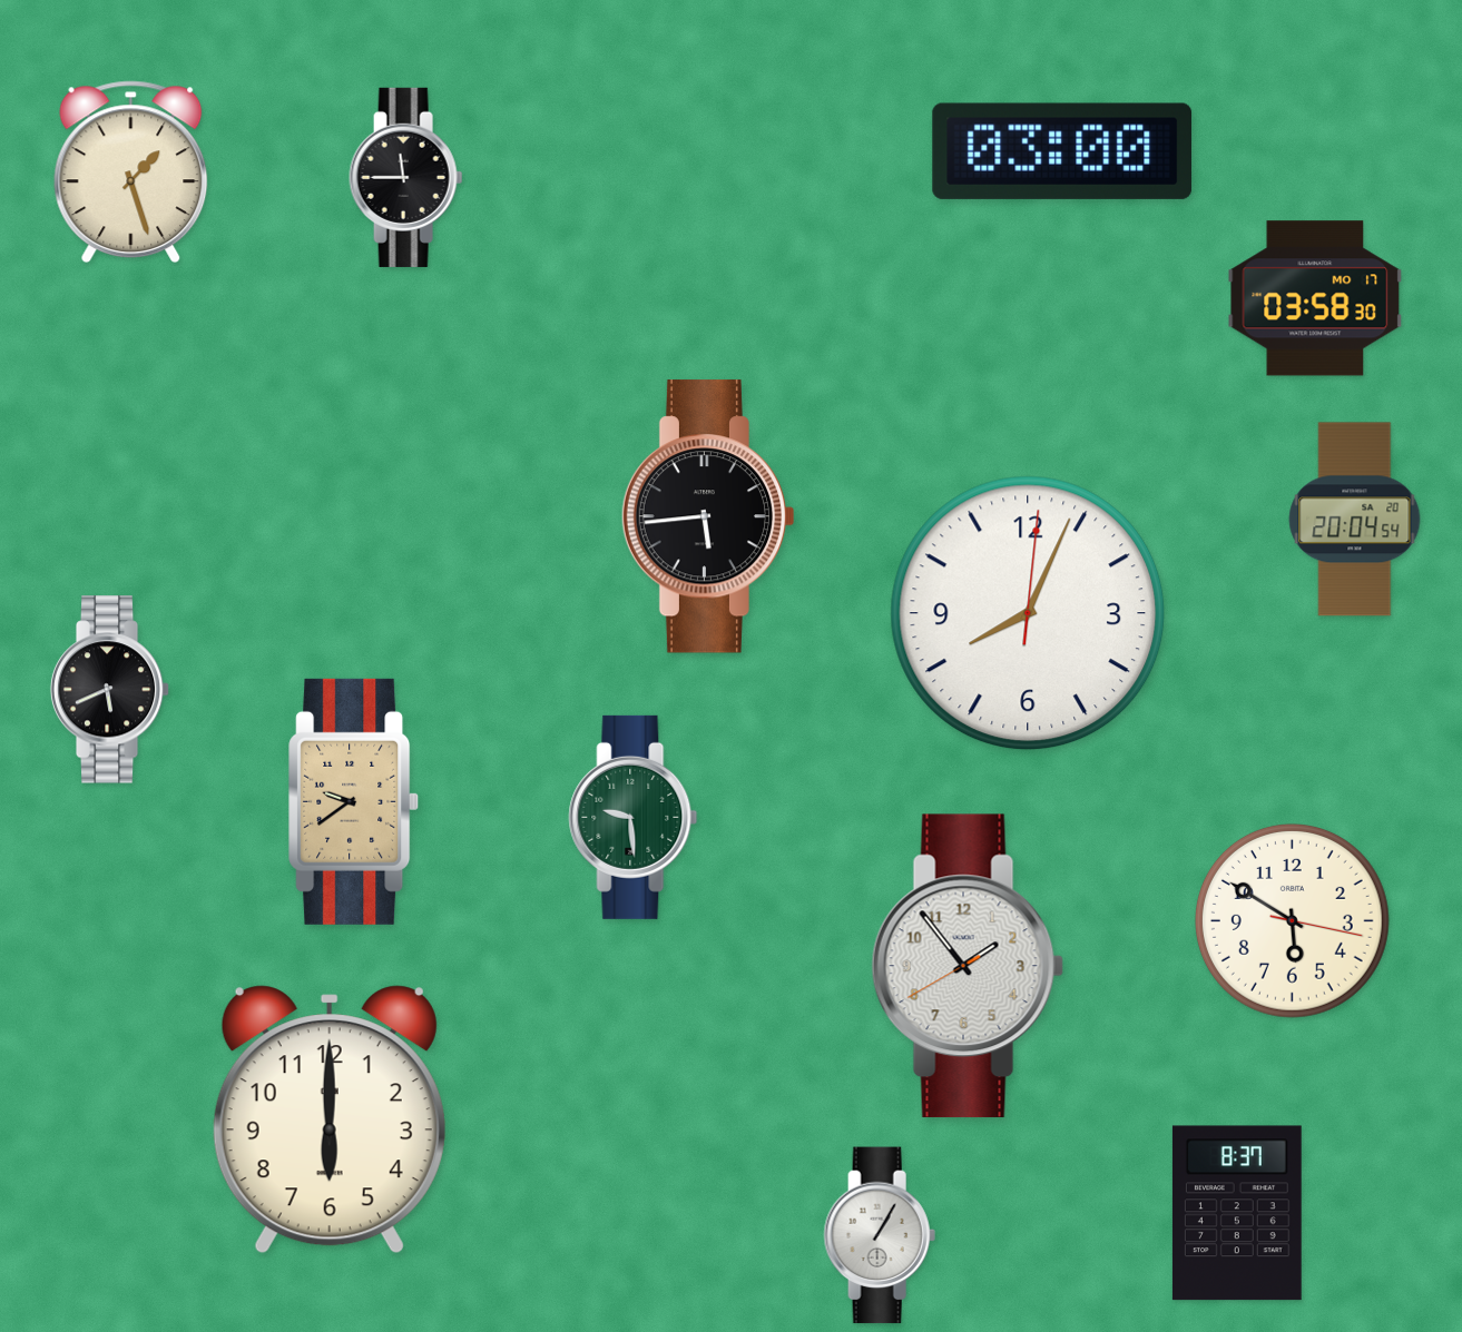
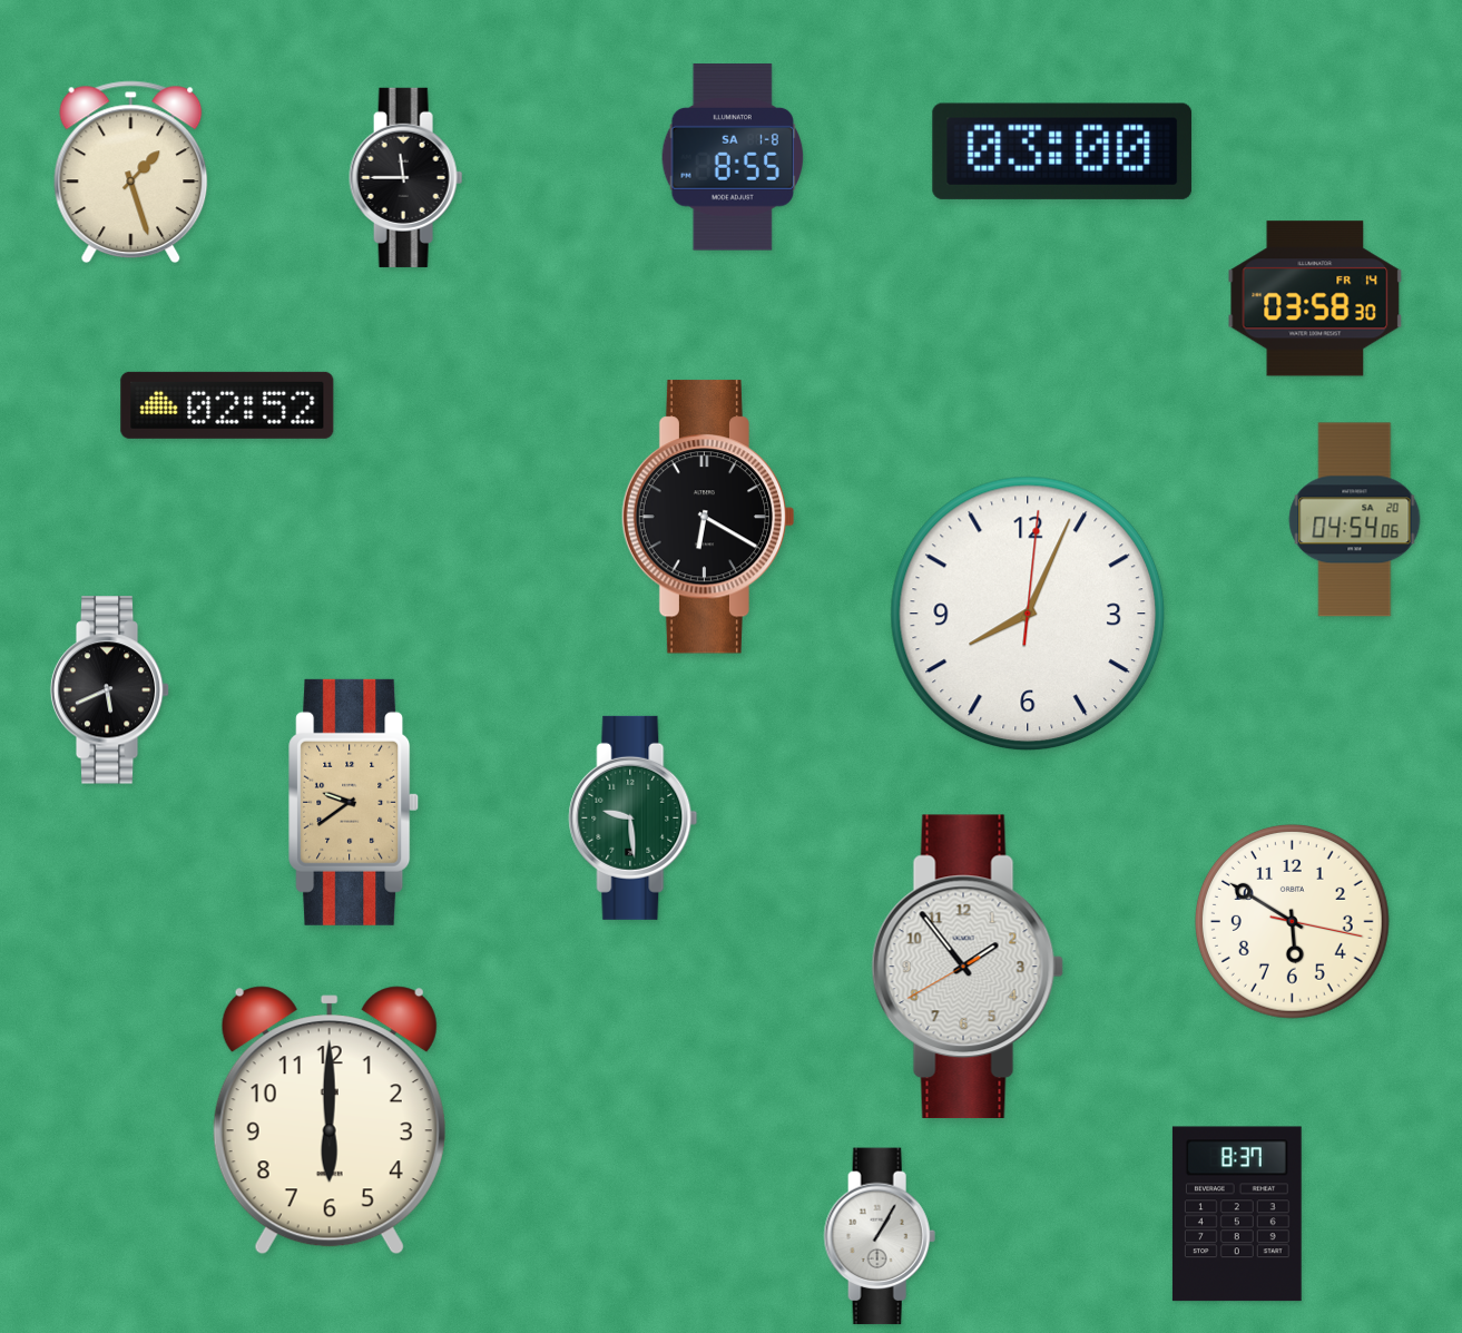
clock at (733, 157): none -> 8:55
clock at (1315, 298) date: MO 17 -> FR 14
clock at (227, 405): none -> 02:52
clock at (708, 516): 5:44 -> 6:20
clock at (1355, 520): 20:04 -> 04:54
